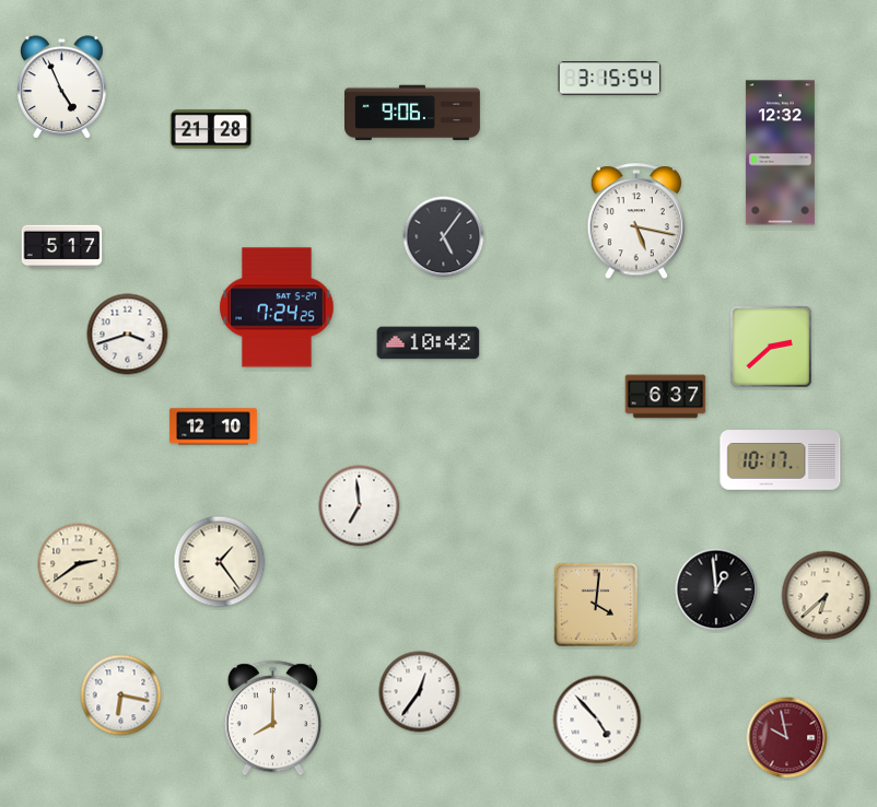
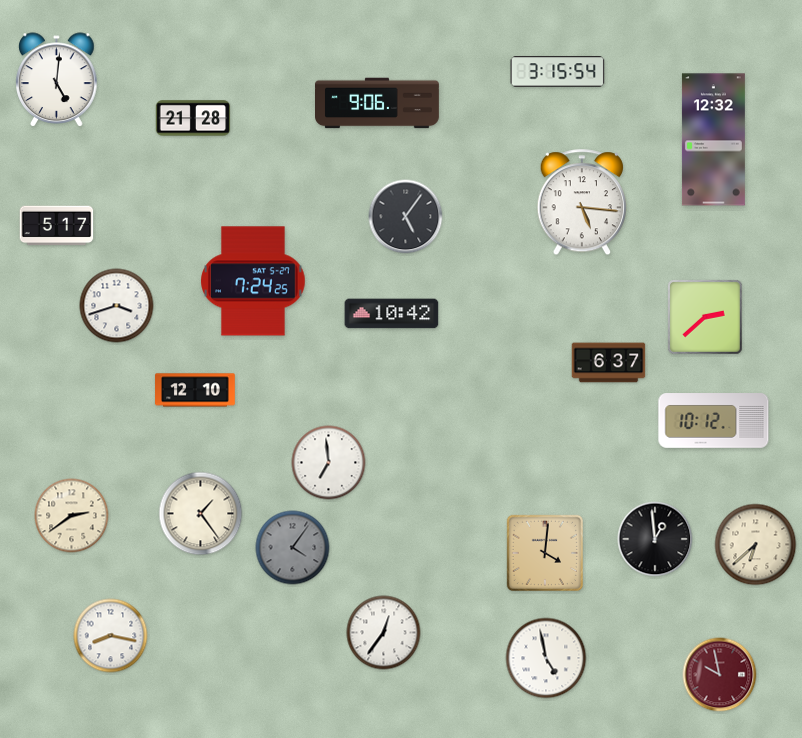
clock at (62, 87): 4:56 -> 5:01
clock at (635, 222): 5:17 -> 5:16
clock at (781, 460): 10:17 -> 10:12
clock at (293, 548): none -> 4:06
clock at (121, 695): 6:17 -> 8:17
clock at (272, 718): 8:00 -> none
clock at (597, 720): 4:53 -> 4:58
